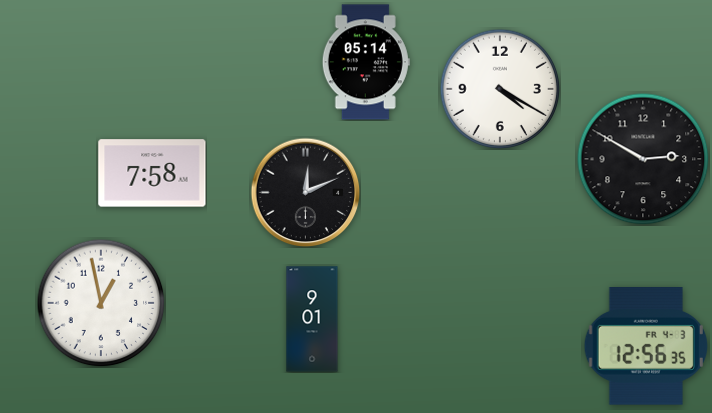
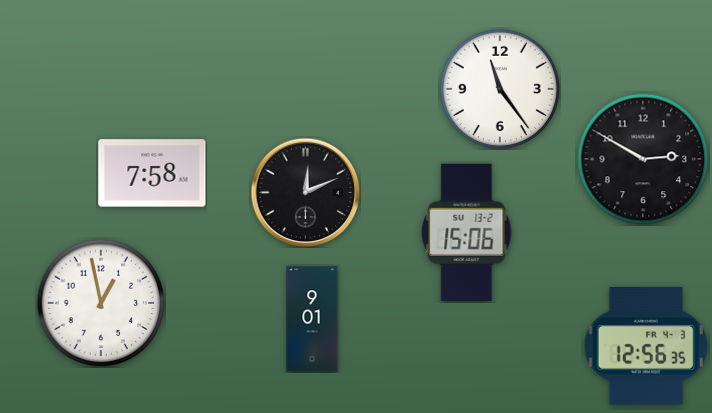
clock at (366, 62): 05:14 -> none
clock at (499, 88): 4:20 -> 11:24
clock at (467, 232): none -> 15:06
